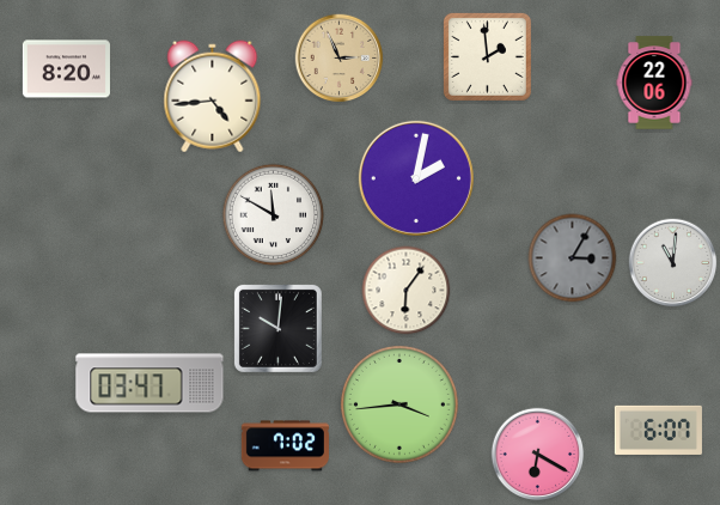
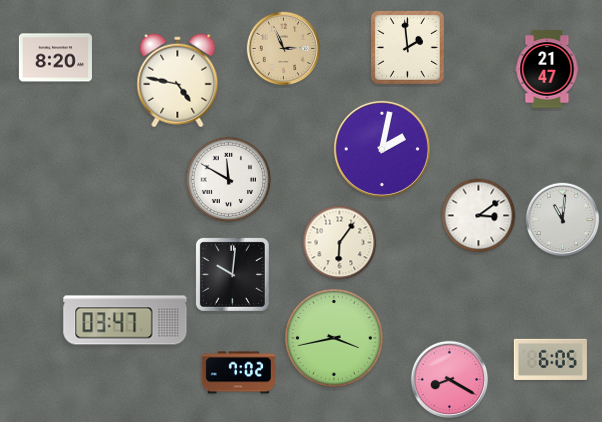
clock at (654, 83): 22:06 -> 21:47
clock at (213, 97): 4:44 -> 4:47
clock at (416, 178) position: (416, 178) -> (382, 149)
clock at (573, 258): 3:05 -> 3:09
clock at (573, 258) dial: grey -> white
clock at (399, 404): 3:44 -> 3:43
clock at (658, 430): 6:07 -> 6:05
clock at (538, 455): 6:20 -> 8:20
